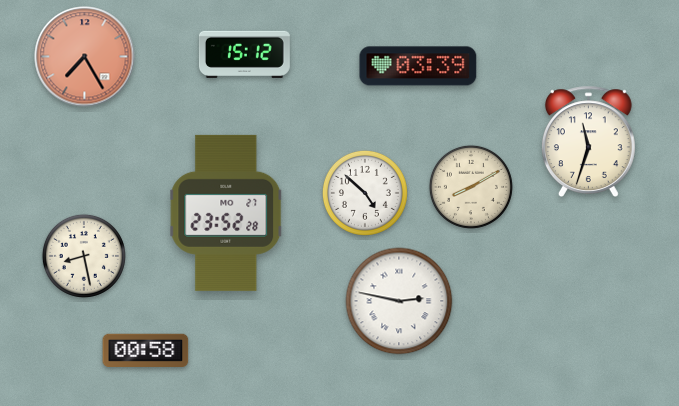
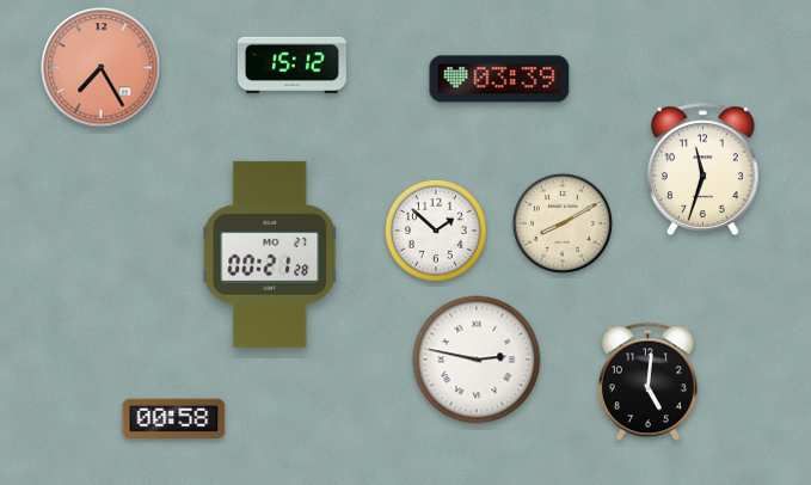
clock at (365, 193): 4:52 -> 1:52
clock at (227, 213): 23:52 -> 00:21
clock at (84, 256): 8:28 -> none
clock at (647, 382): none -> 5:01
